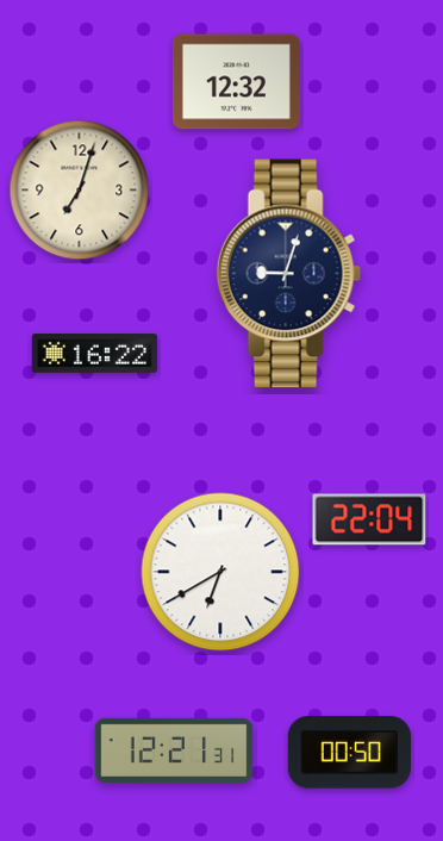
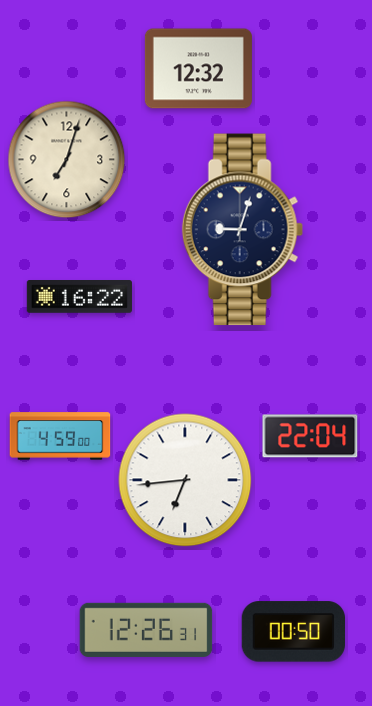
clock at (60, 436): none -> 4:59
clock at (220, 572): 6:40 -> 6:44
clock at (174, 750): 12:21 -> 12:26
